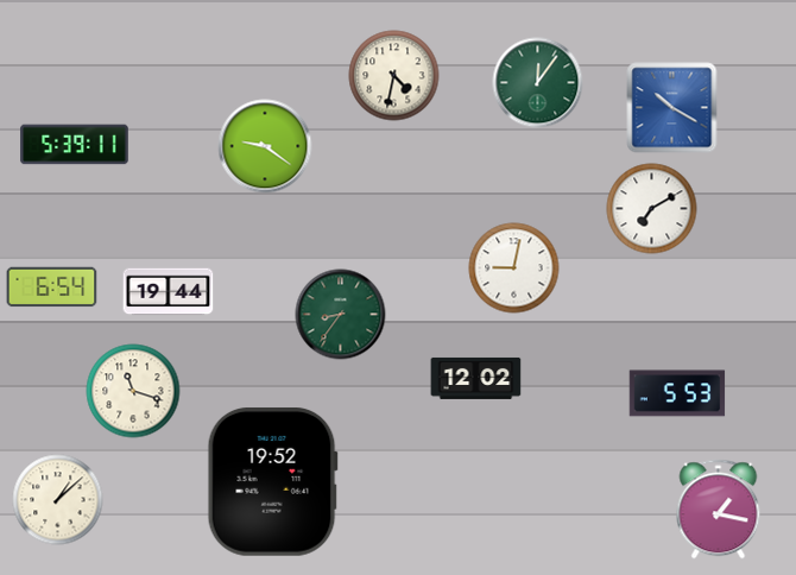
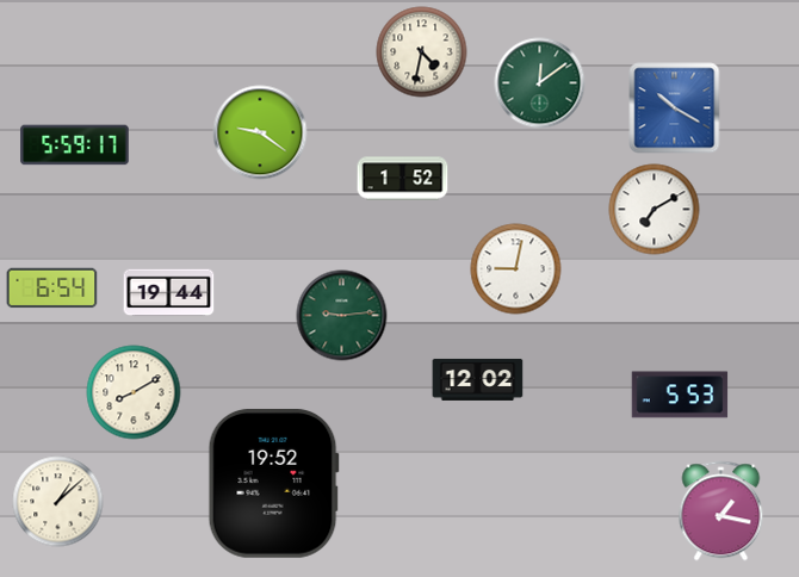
clock at (394, 76) position: (394, 76) -> (422, 52)
clock at (538, 83): 12:06 -> 12:09
clock at (75, 145): 5:39 -> 5:59
clock at (265, 146) position: (265, 146) -> (260, 132)
clock at (403, 179): none -> 1:52
clock at (341, 315): 8:36 -> 9:14
clock at (133, 391): 11:18 -> 8:10
